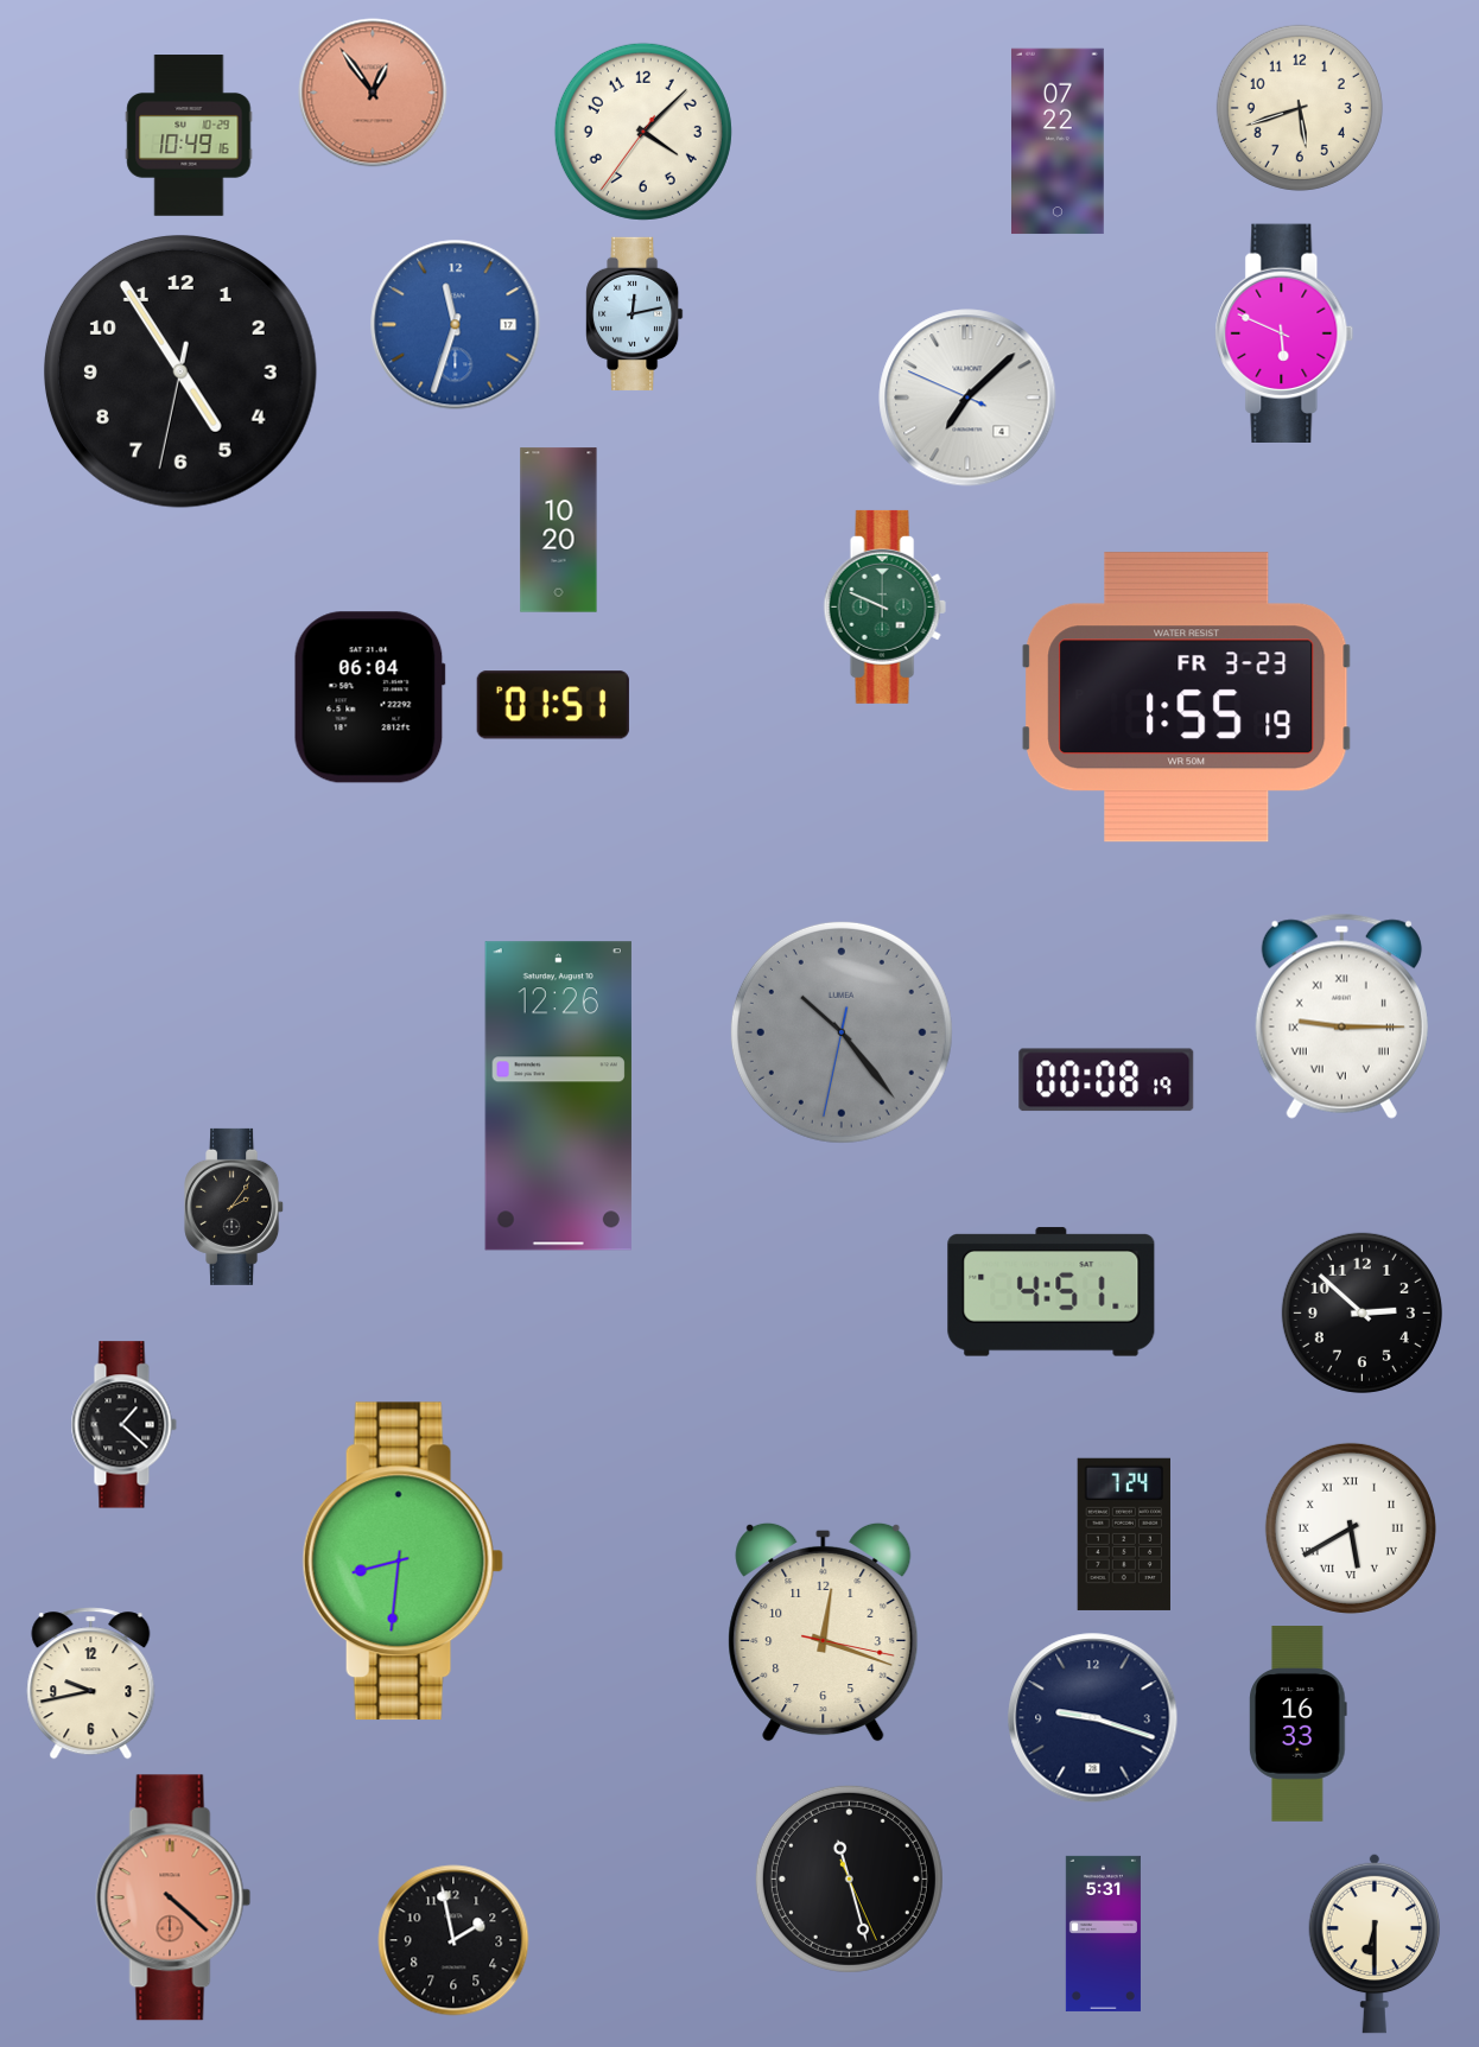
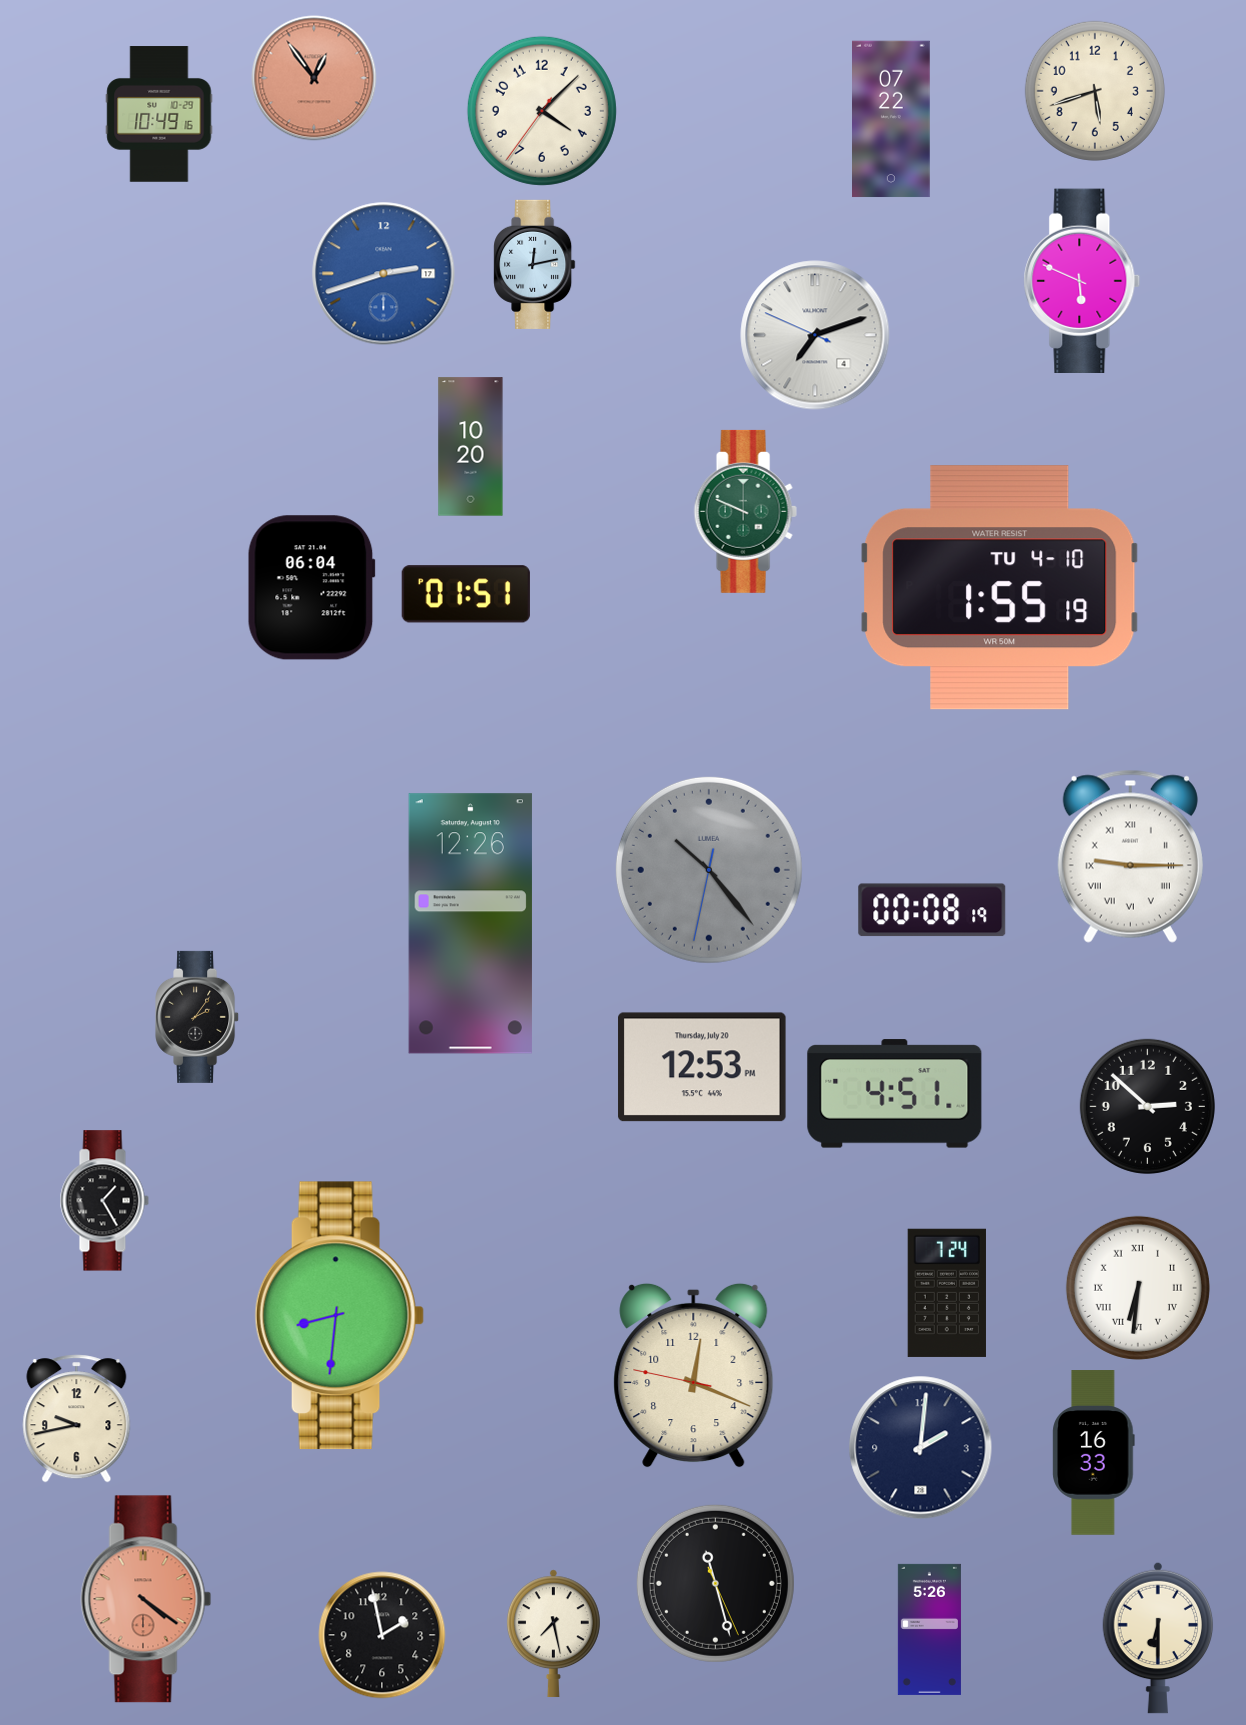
clock at (456, 325): 11:33 -> 2:42
clock at (180, 371): 4:54 -> none
clock at (967, 398): 7:07 -> 7:11
clock at (1187, 698) date: FR 3-23 -> TU 4-10
clock at (702, 1067): none -> 12:53
clock at (1052, 1292) position: (1052, 1292) -> (895, 1094)
clock at (123, 1425): 1:22 -> 1:25
clock at (1351, 1528): 5:40 -> 6:31
clock at (824, 1632): 12:18:17 -> 12:18:47
clock at (1093, 1718): 9:18 -> 2:01
clock at (173, 1897): 4:22 -> 4:21
clock at (1103, 1933): 5:31 -> 5:26
clock at (553, 1633): none -> 7:28
